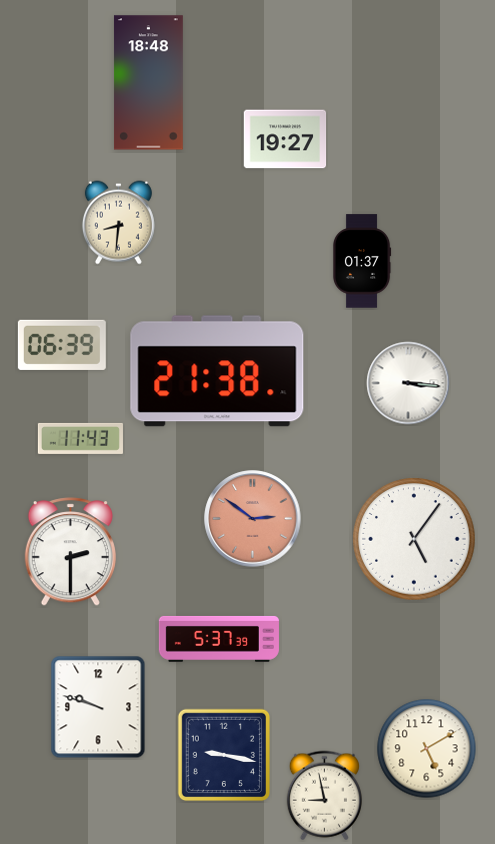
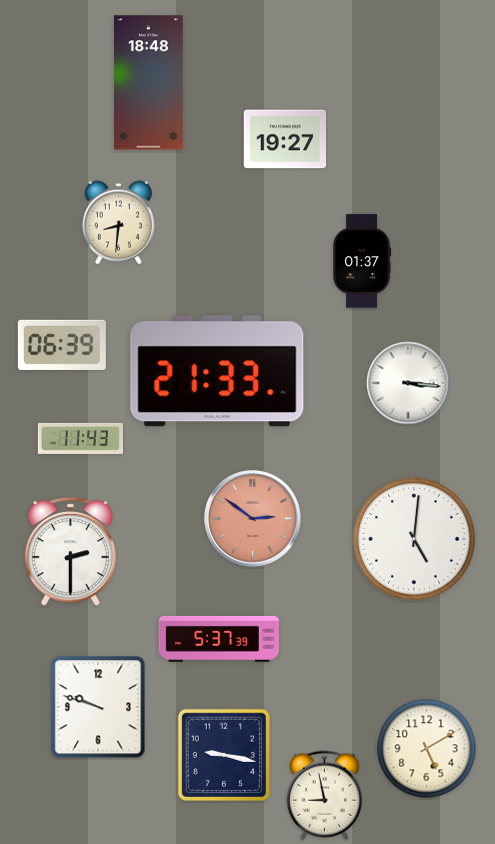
clock at (217, 371): 21:38 -> 21:33
clock at (414, 539): 5:06 -> 5:01
